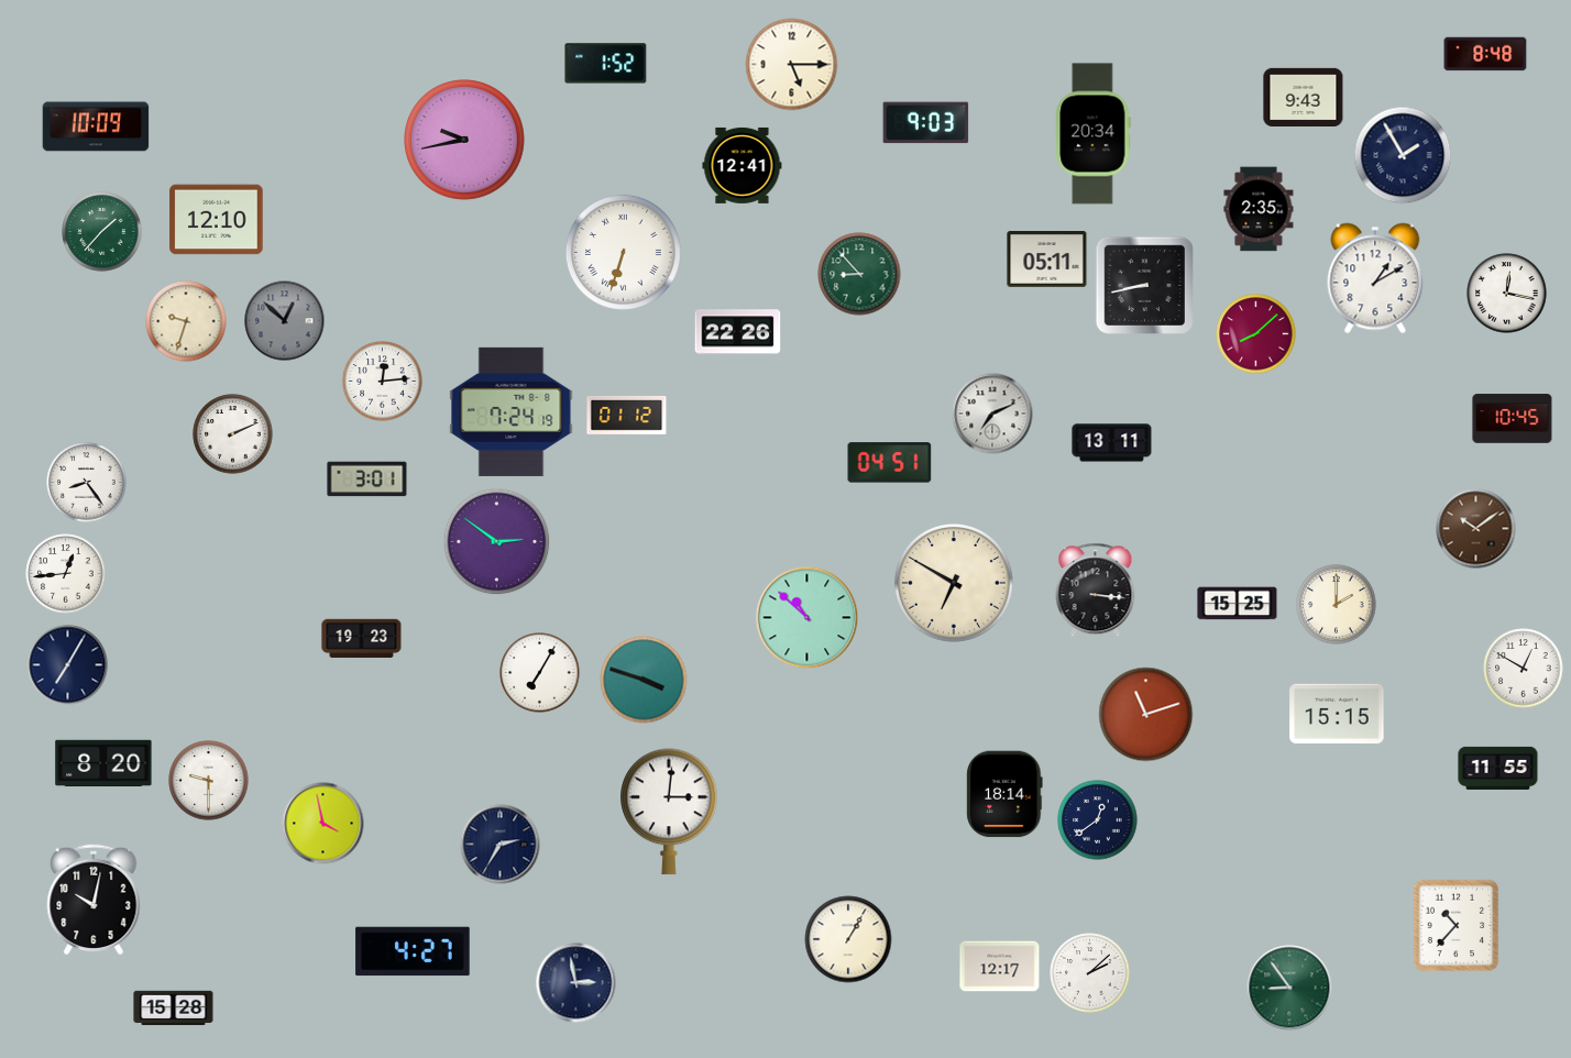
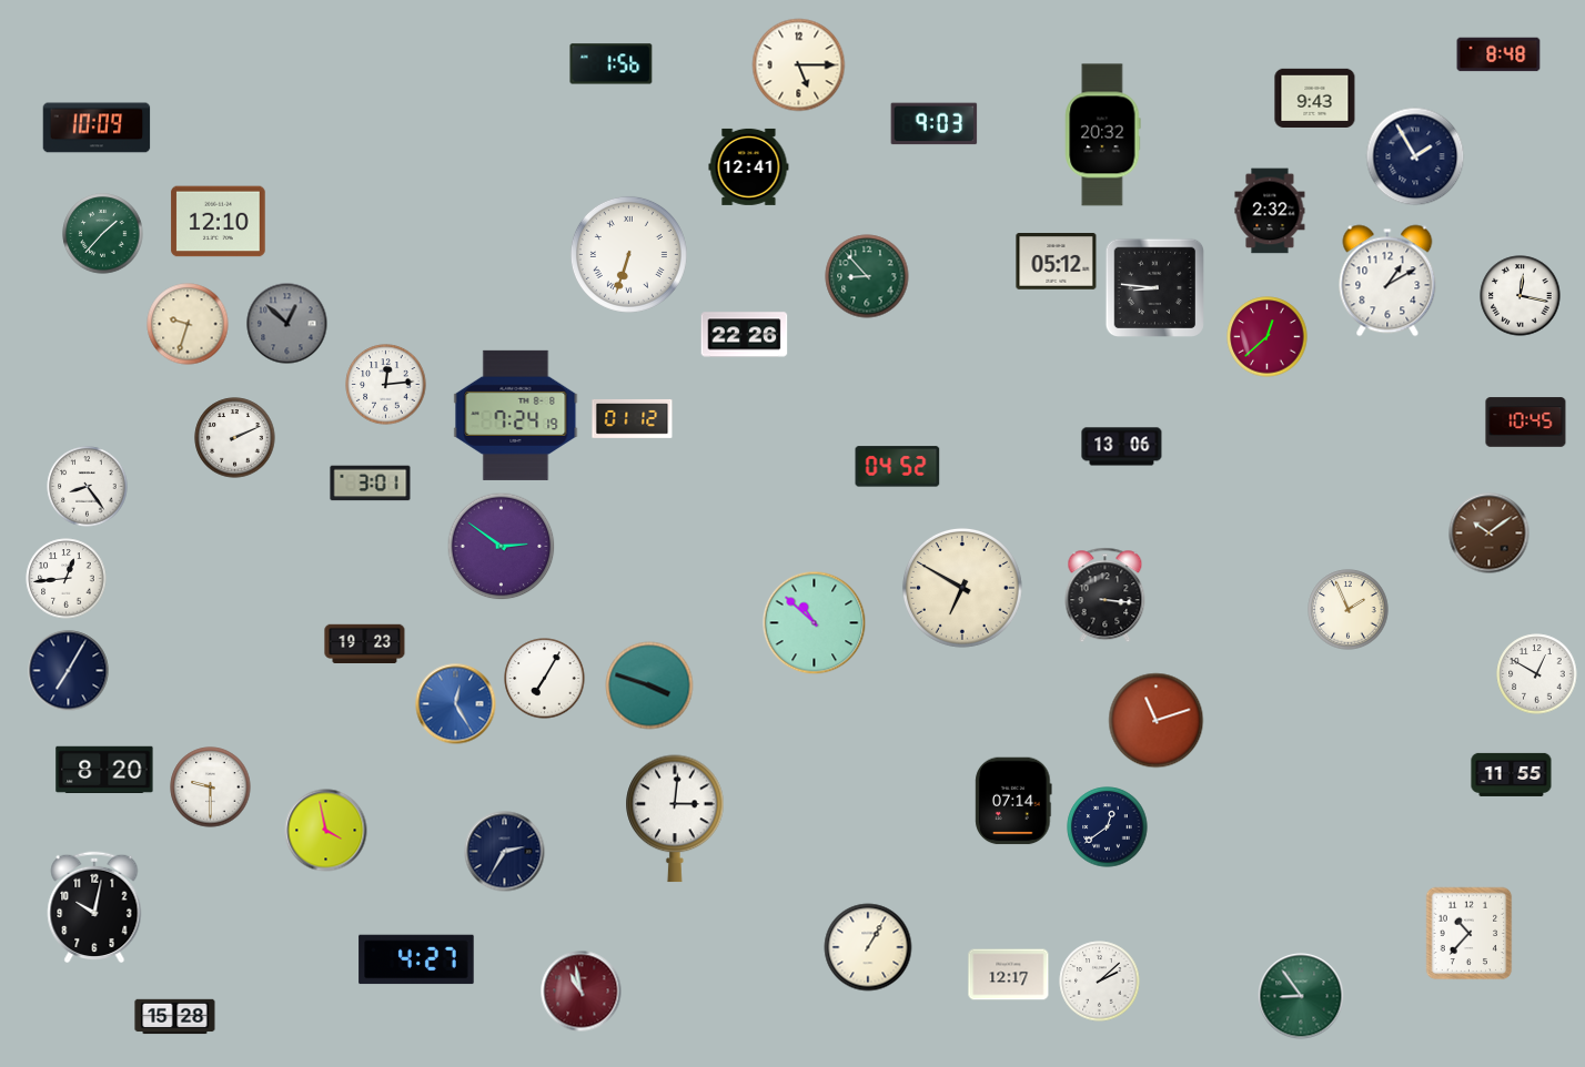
clock at (606, 64): 1:52 -> 1:56
clock at (1094, 134): 20:34 -> 20:32
clock at (465, 141): 9:43 -> none
clock at (1259, 209): 2:35 -> 2:32
clock at (1047, 260): 05:11 -> 05:12
clock at (1144, 285): 8:43 -> 8:46
clock at (1256, 334): 8:08 -> 12:38
clock at (992, 414): 7:11 -> none
clock at (1112, 443): 13:11 -> 13:06
clock at (890, 463): 04:51 -> 04:52
clock at (1238, 604): 15:25 -> none
clock at (1337, 605): 2:00 -> 1:56
clock at (456, 704): none -> 12:25
clock at (1337, 714): 15:15 -> none
clock at (1004, 794): 18:14 -> 07:14
clock at (848, 939) position: (848, 939) -> (868, 947)
clock at (576, 983): 2:58 -> 10:58
clock at (576, 983) dial: navy -> burgundy
